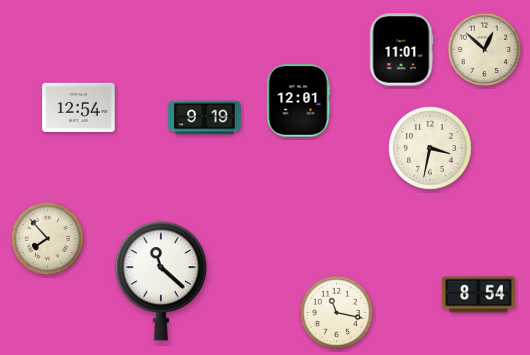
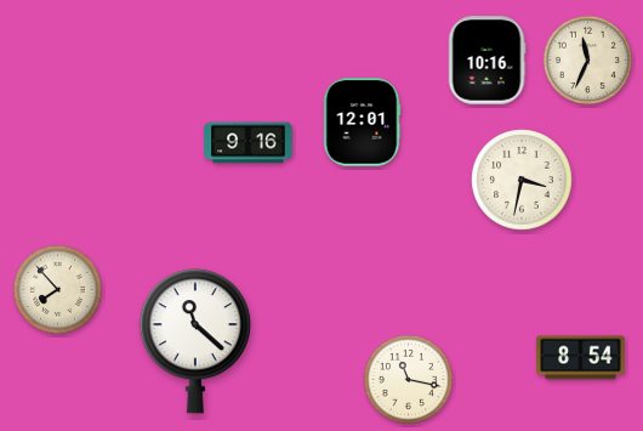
clock at (484, 49): 12:52 -> 11:34
clock at (401, 50): 11:01 -> 10:16
clock at (79, 107): 12:54 -> none
clock at (205, 118): 9:19 -> 9:16
